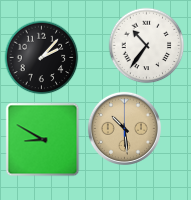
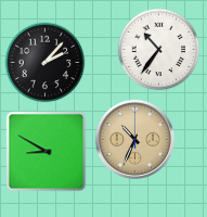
clock at (124, 128): 10:29 -> 10:34
